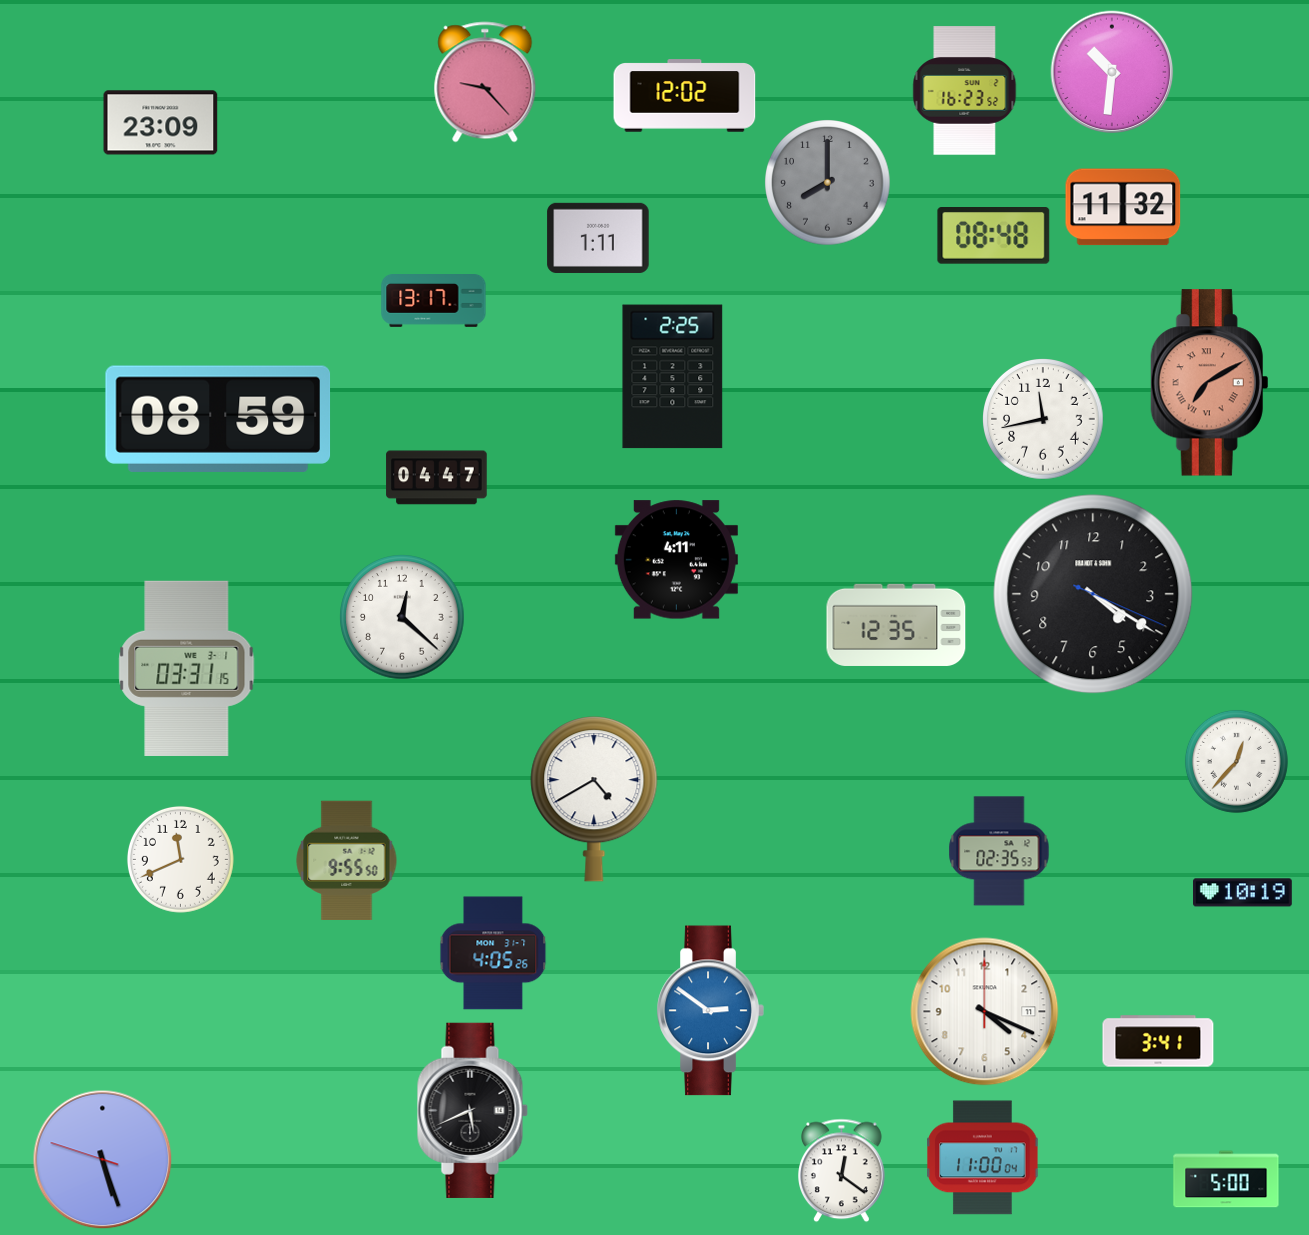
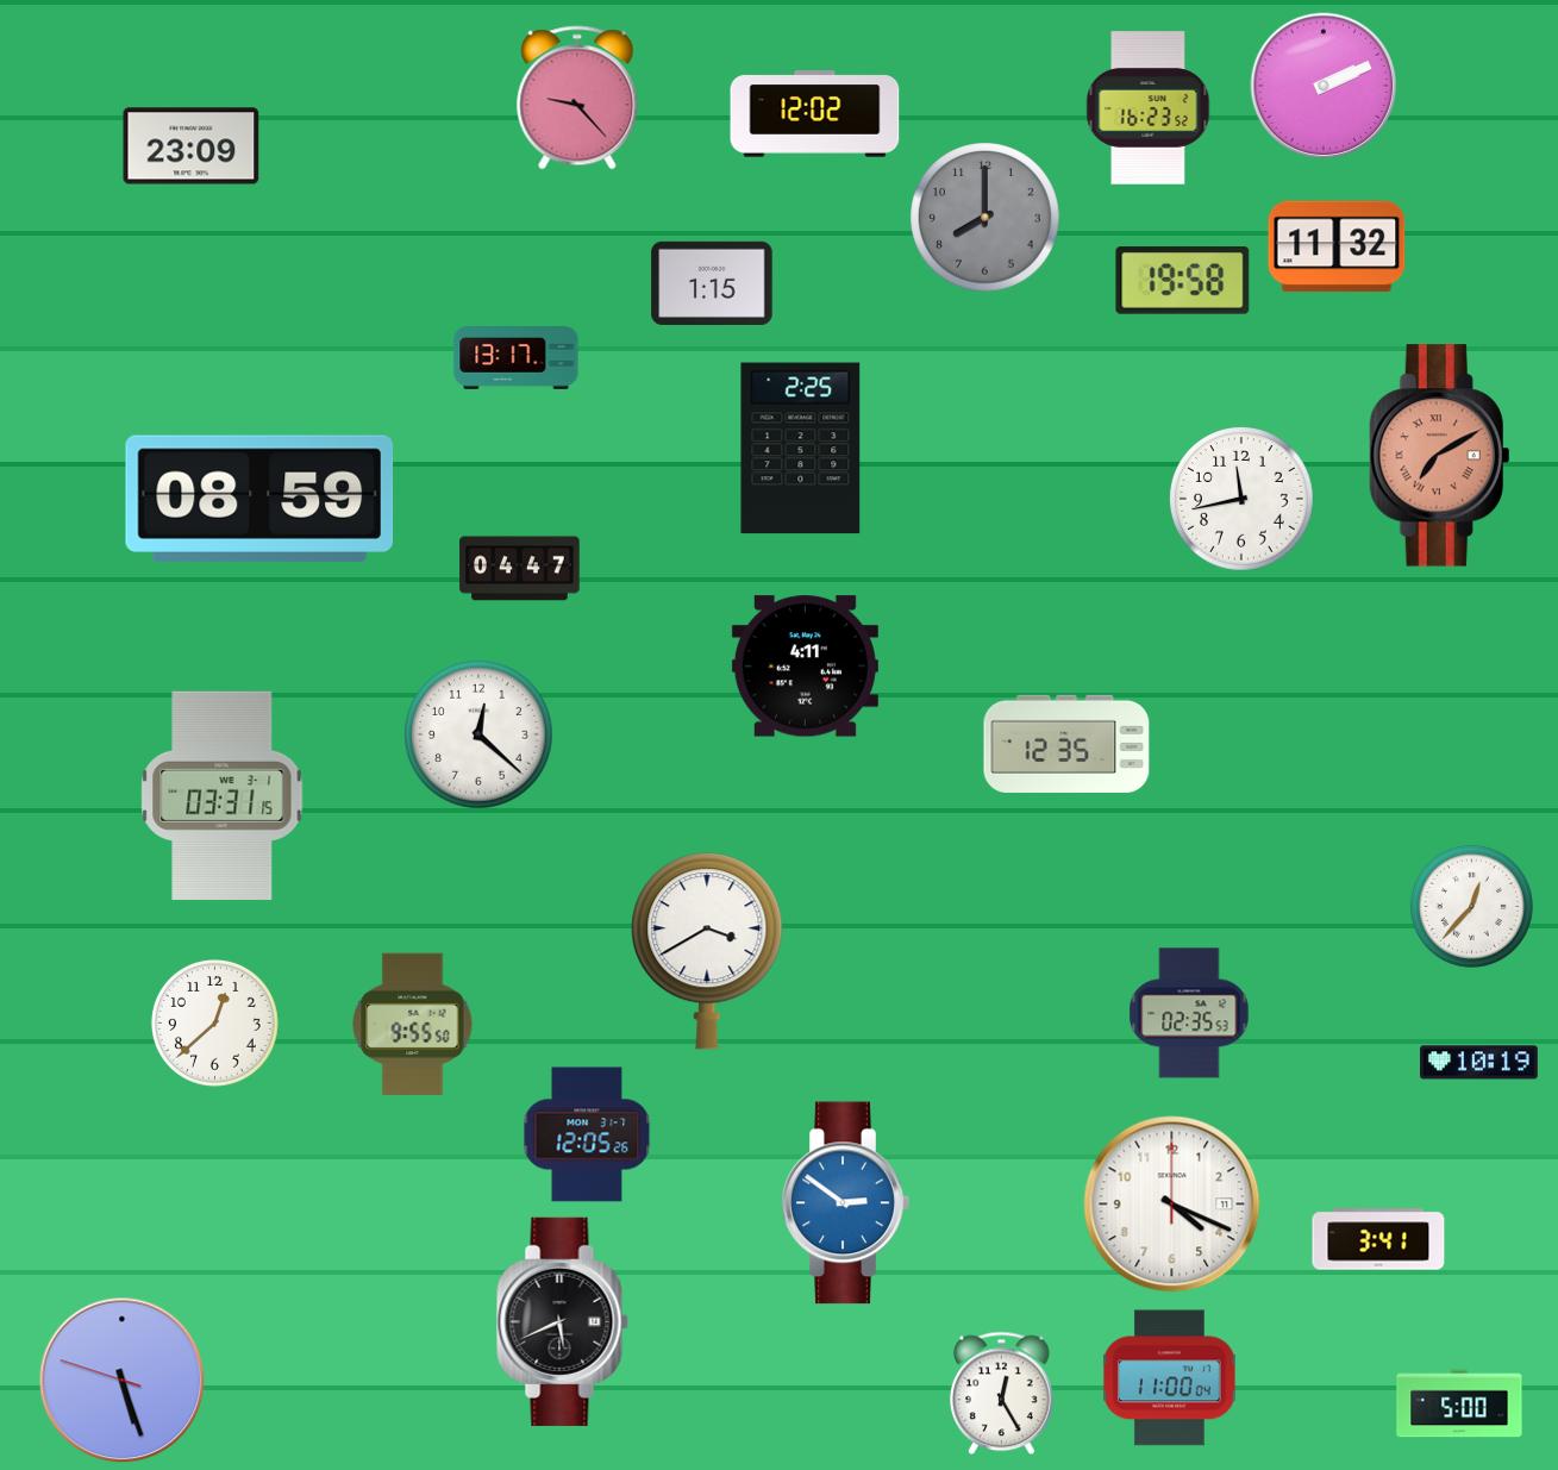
clock at (1112, 72): 10:31 -> 2:11
clock at (994, 236): 08:48 -> 19:58
clock at (598, 238): 1:11 -> 1:15
clock at (1093, 594): 4:20 -> none
clock at (594, 799): 4:40 -> 3:40
clock at (180, 859): 11:41 -> 12:38
clock at (493, 953): 4:05 -> 12:05
clock at (842, 1171): 12:21 -> 12:25
